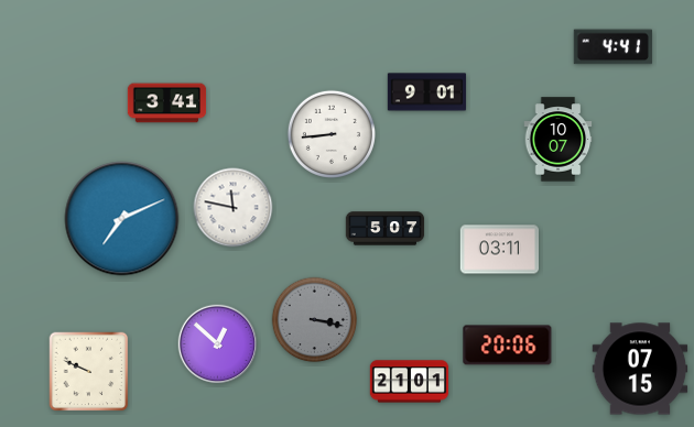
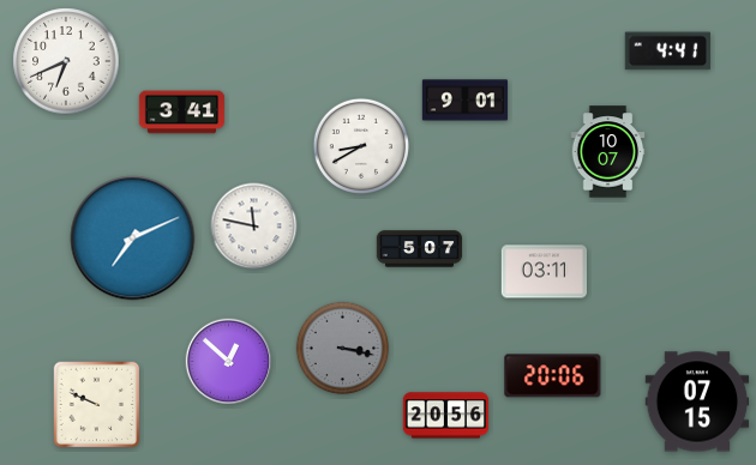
clock at (66, 61): none -> 6:41
clock at (332, 134): 8:44 -> 8:40
clock at (218, 344) position: (218, 344) -> (229, 362)
clock at (410, 382): 21:01 -> 20:56
